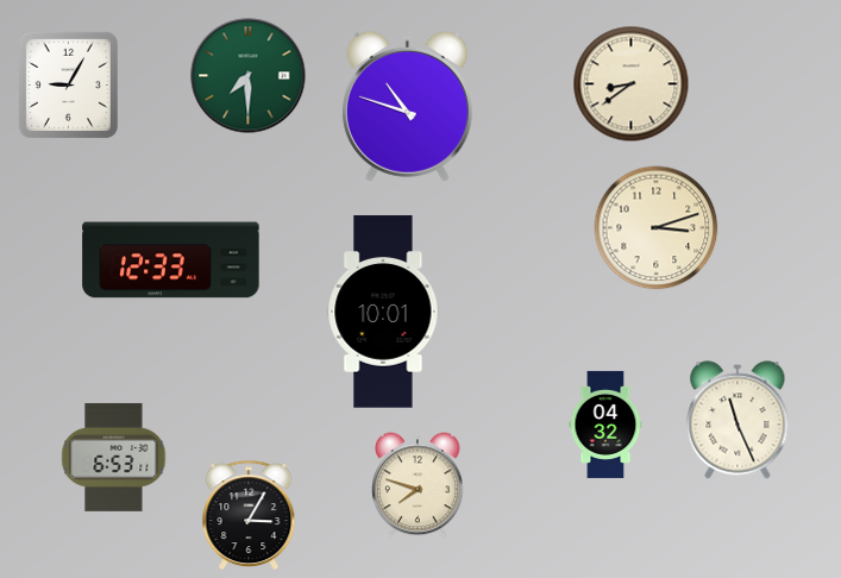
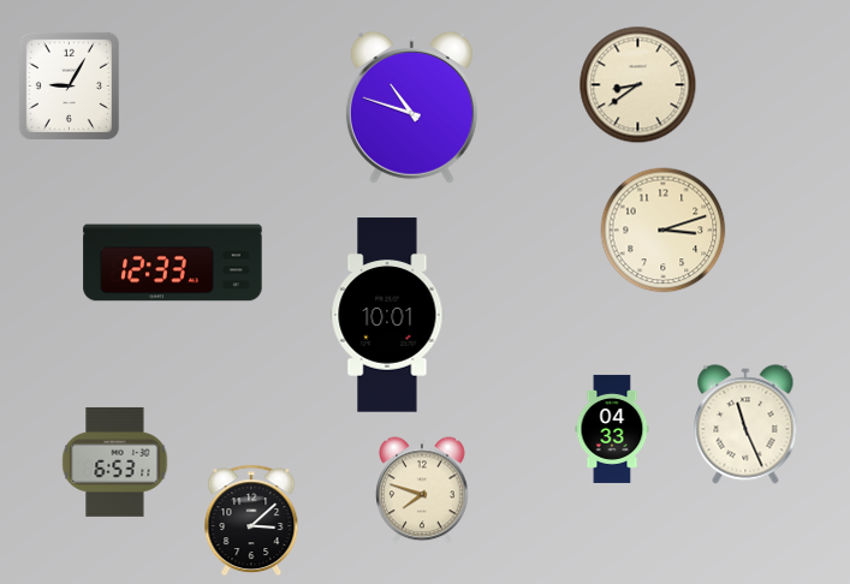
clock at (249, 76): 7:30 -> none
clock at (605, 425): 04:32 -> 04:33
clock at (249, 515): 3:05 -> 3:08
